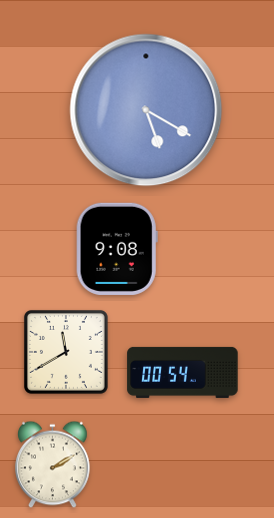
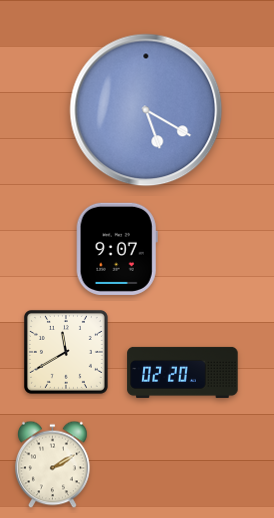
clock at (117, 249): 9:08 -> 9:07
clock at (183, 372): 00:54 -> 02:20
